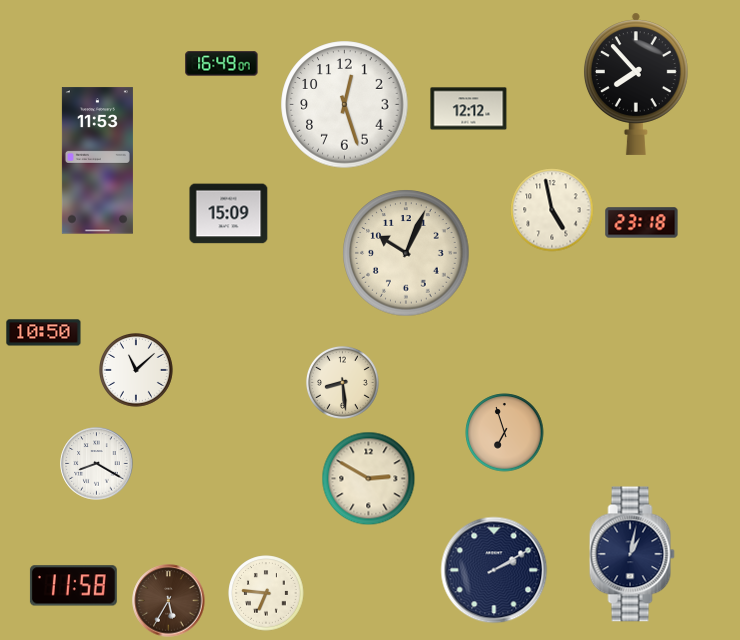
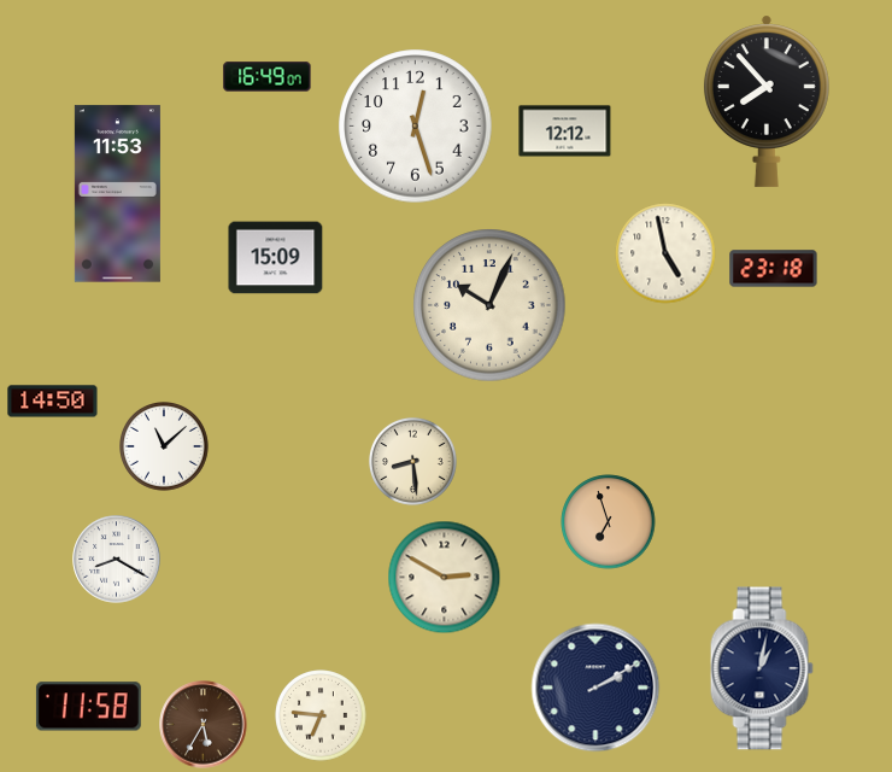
clock at (44, 333): 10:50 -> 14:50
